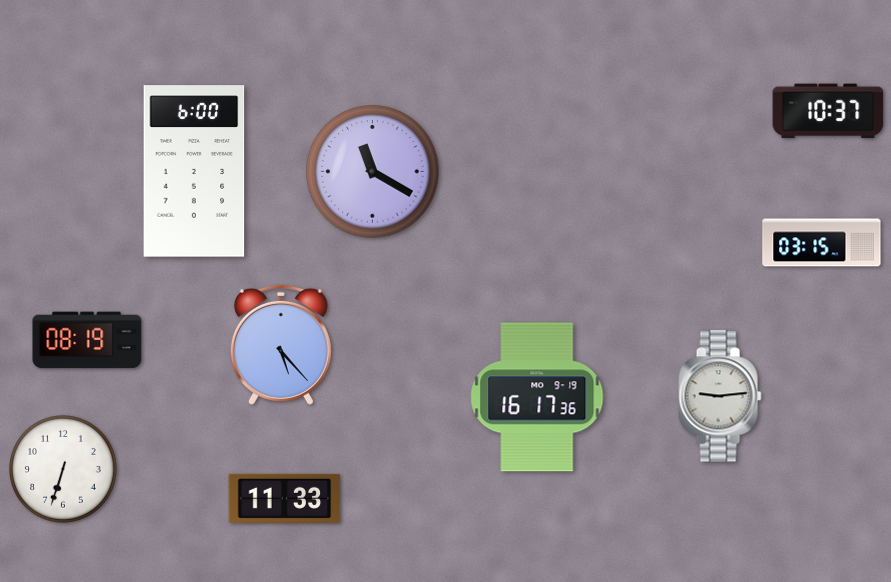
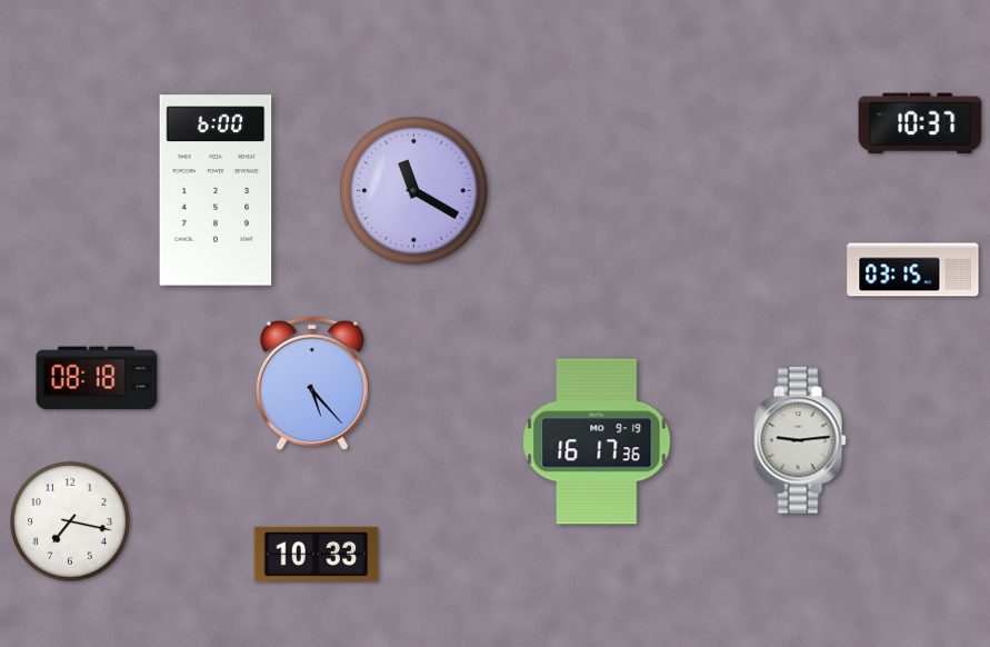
clock at (87, 340): 08:19 -> 08:18
clock at (64, 470): 6:33 -> 7:17
clock at (285, 498): 11:33 -> 10:33
